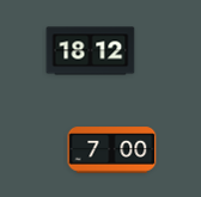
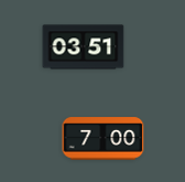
clock at (91, 51): 18:12 -> 03:51
